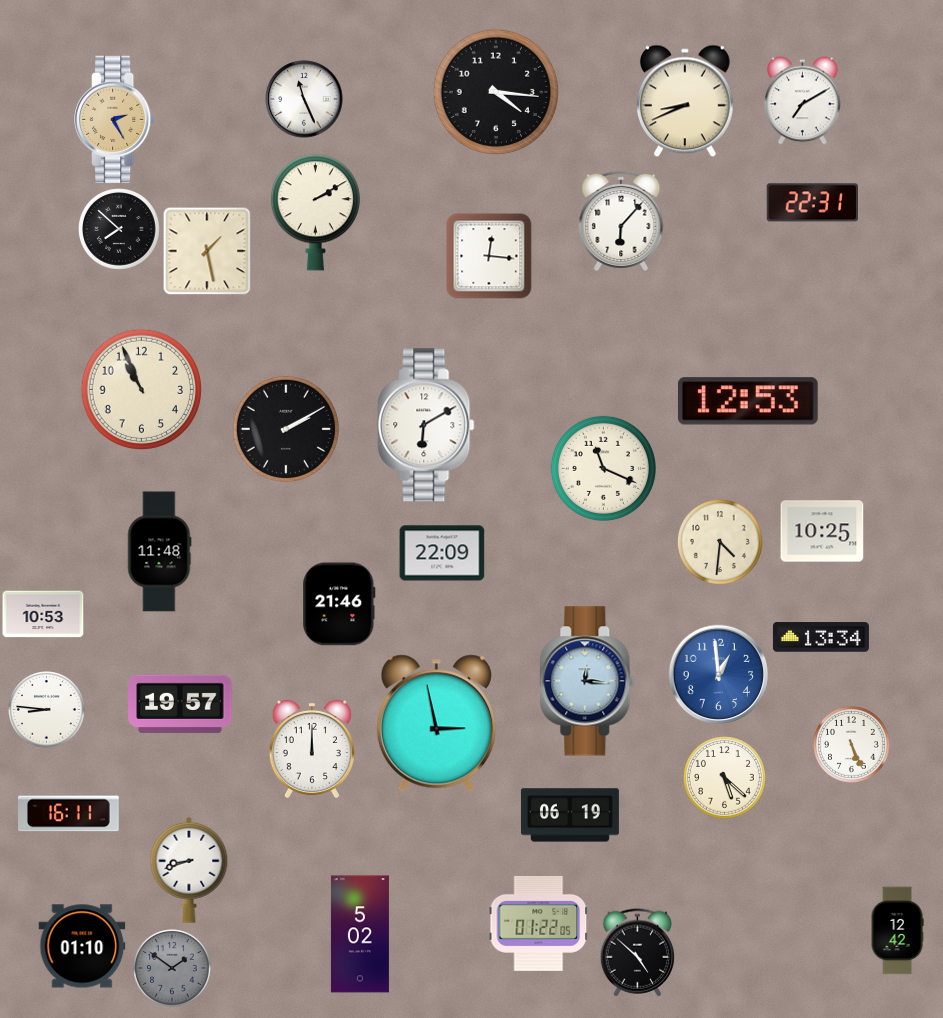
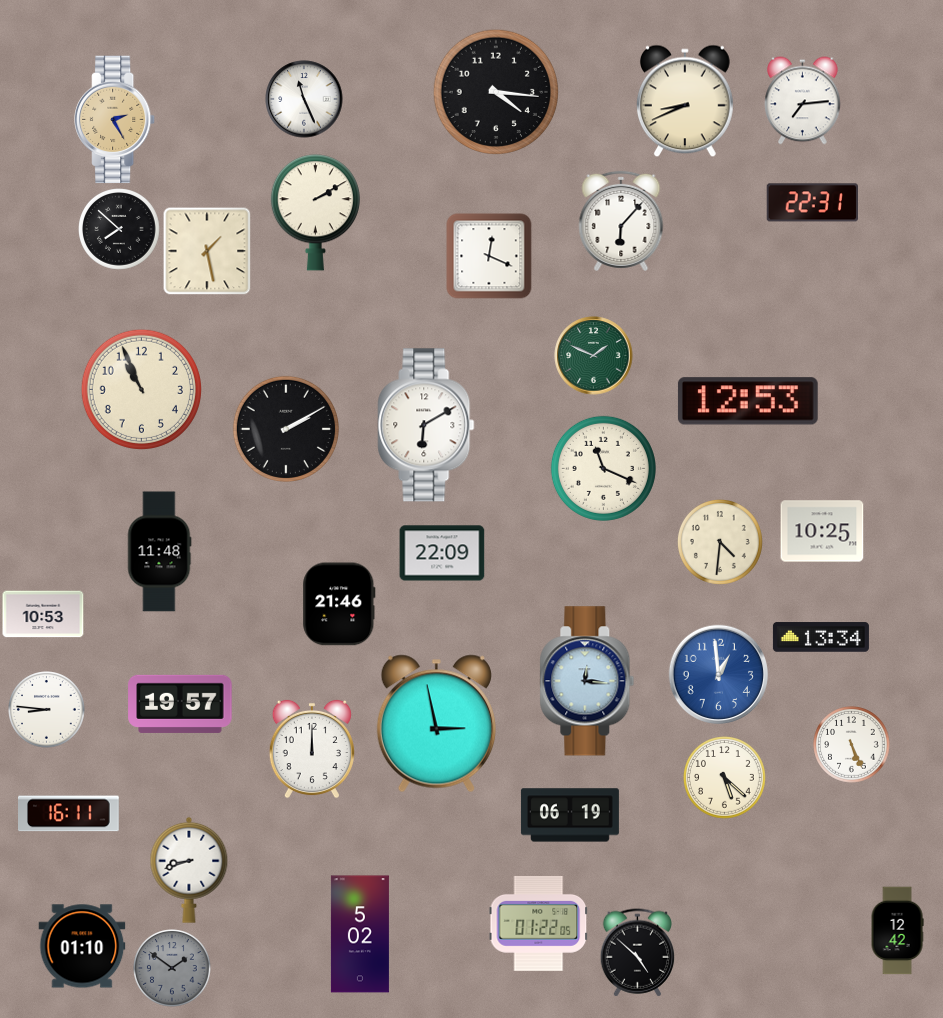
clock at (803, 101): 7:10 -> 7:14
clock at (489, 256): 12:16 -> 12:19
clock at (594, 356): none -> 1:49
